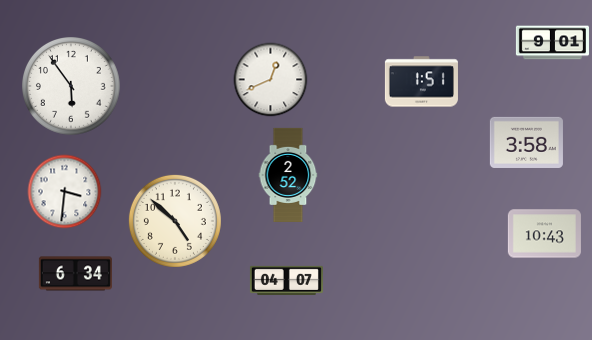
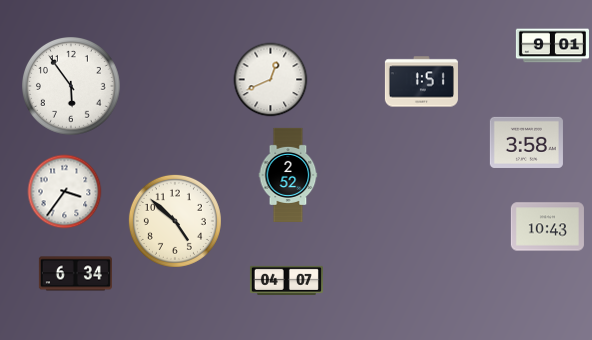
clock at (552, 43) position: (552, 43) -> (552, 46)
clock at (65, 192): 3:31 -> 3:36
clock at (544, 234) position: (544, 234) -> (547, 227)
